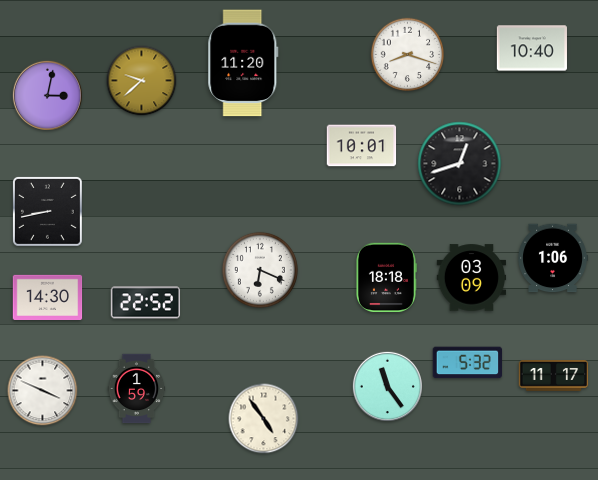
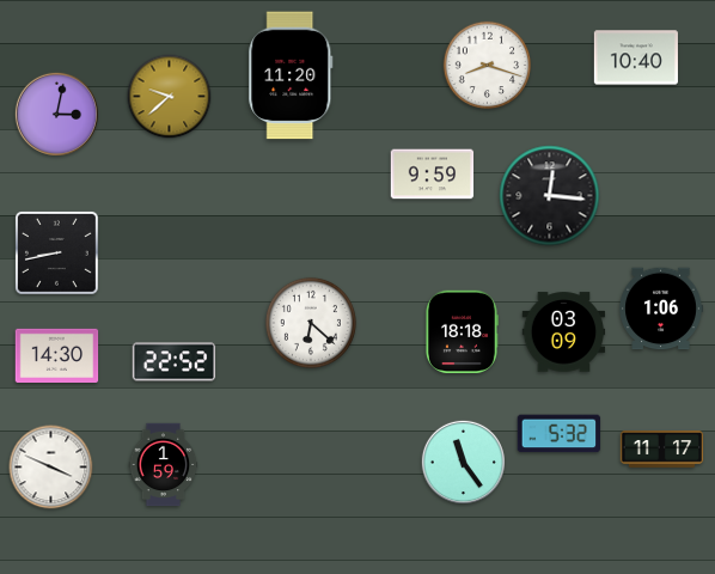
clock at (362, 146): 10:01 -> 9:59
clock at (460, 164): 12:42 -> 12:16
clock at (260, 270): 6:19 -> 6:22
clock at (264, 419): 4:54 -> none
